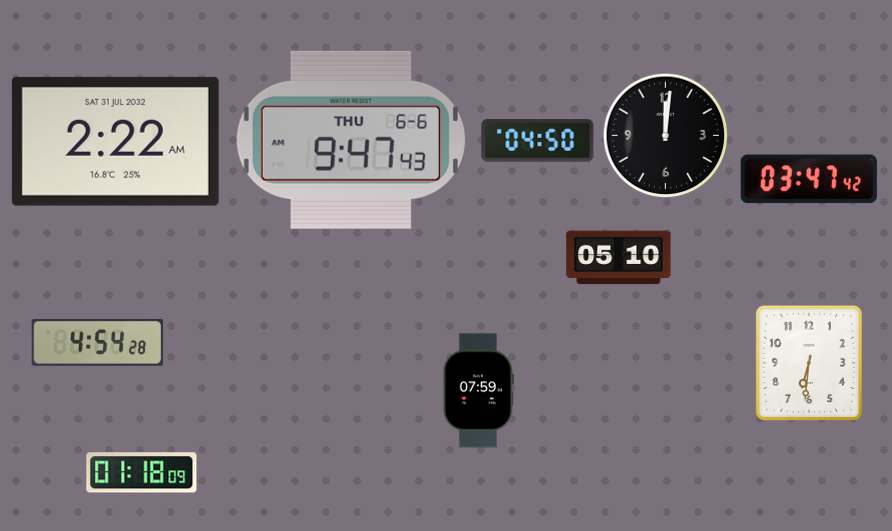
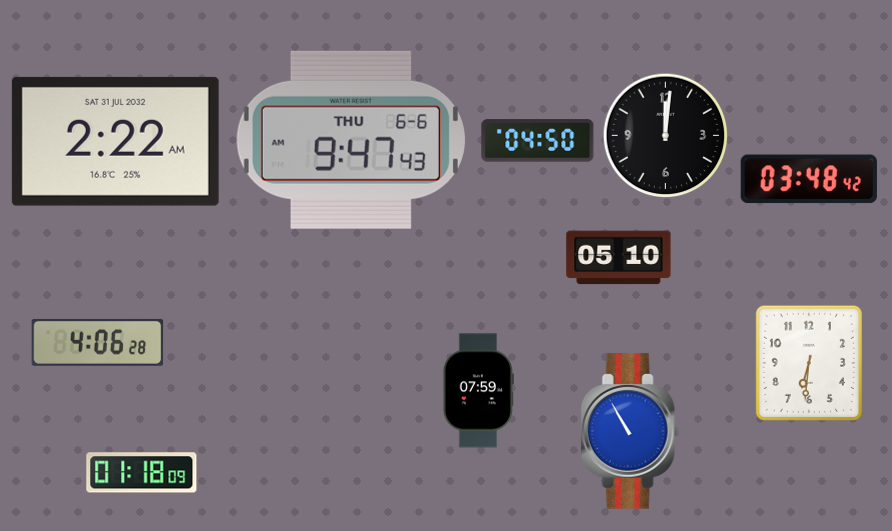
clock at (809, 179): 03:47 -> 03:48
clock at (98, 342): 4:54 -> 4:06
clock at (630, 431): none -> 10:55
